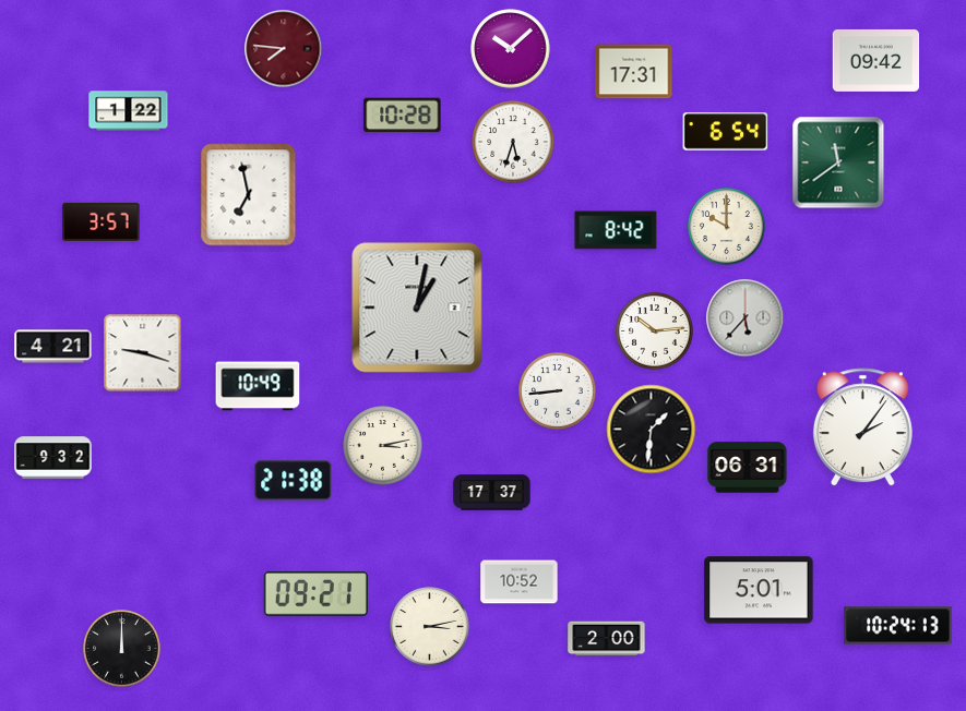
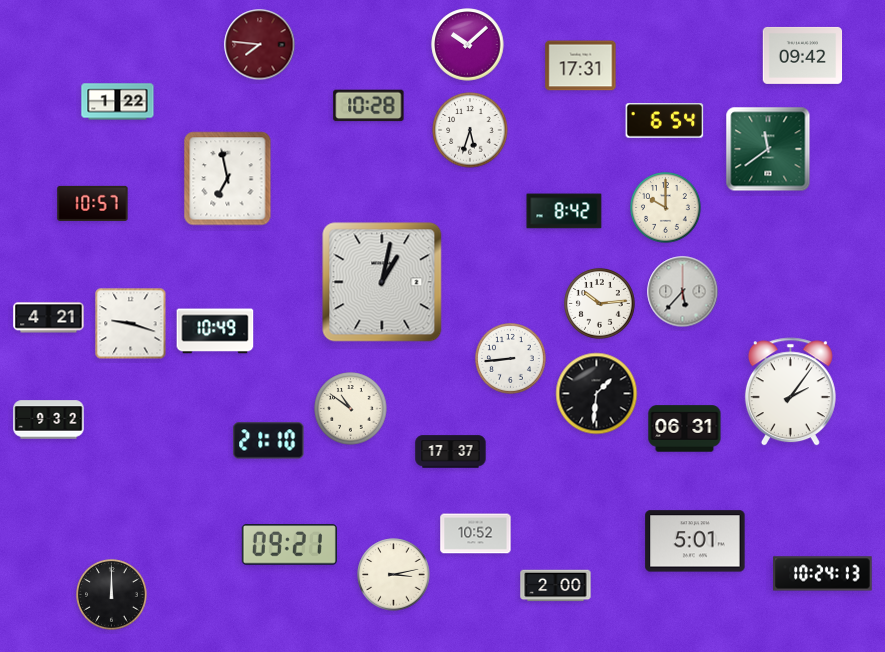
clock at (102, 221): 3:57 -> 10:57
clock at (258, 386) position: (258, 386) -> (215, 331)
clock at (383, 446): 3:13 -> 10:51
clock at (294, 481): 21:38 -> 21:10
